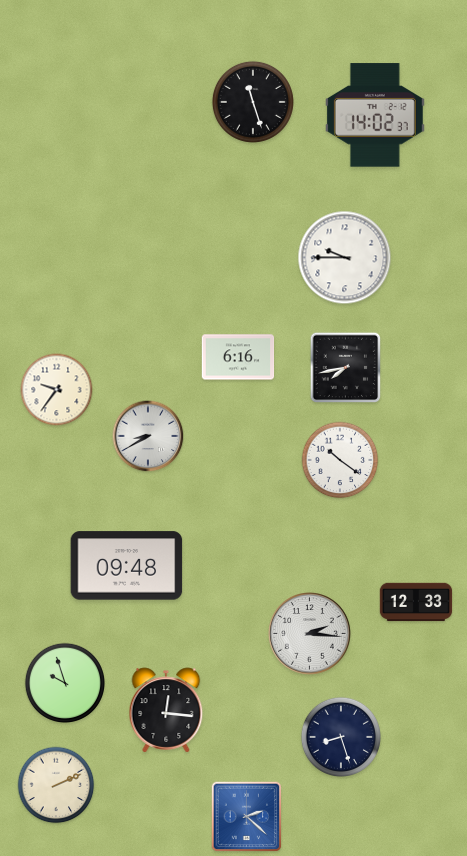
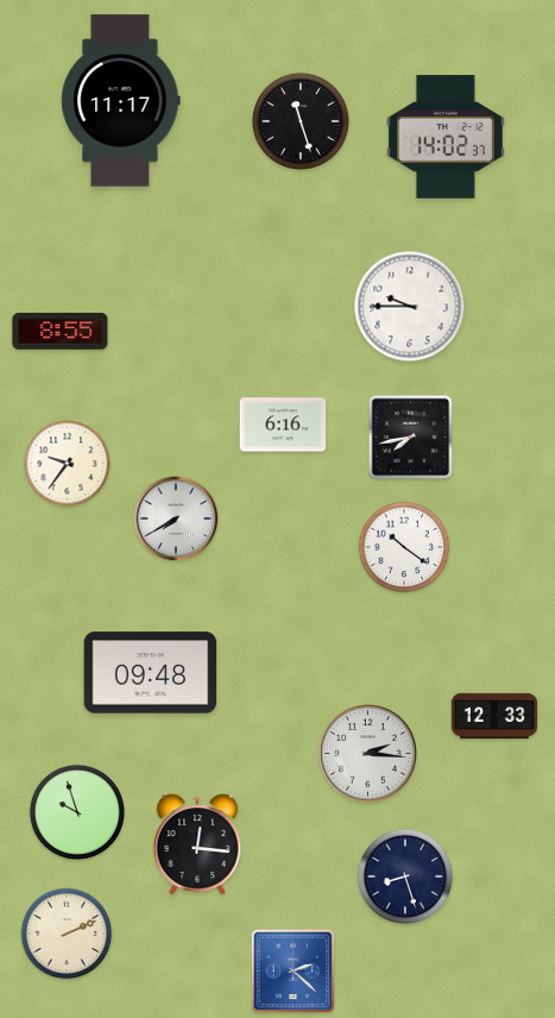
clock at (121, 101): none -> 11:17
clock at (61, 332): none -> 8:55
clock at (148, 436): 8:40 -> 7:40
